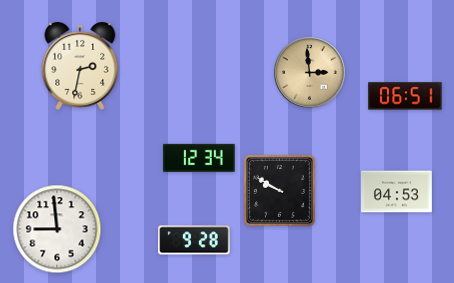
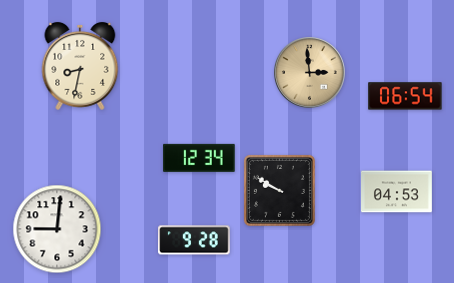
clock at (80, 66): 2:32 -> 8:32
clock at (405, 96): 06:51 -> 06:54
clock at (57, 229): 8:59 -> 9:01
